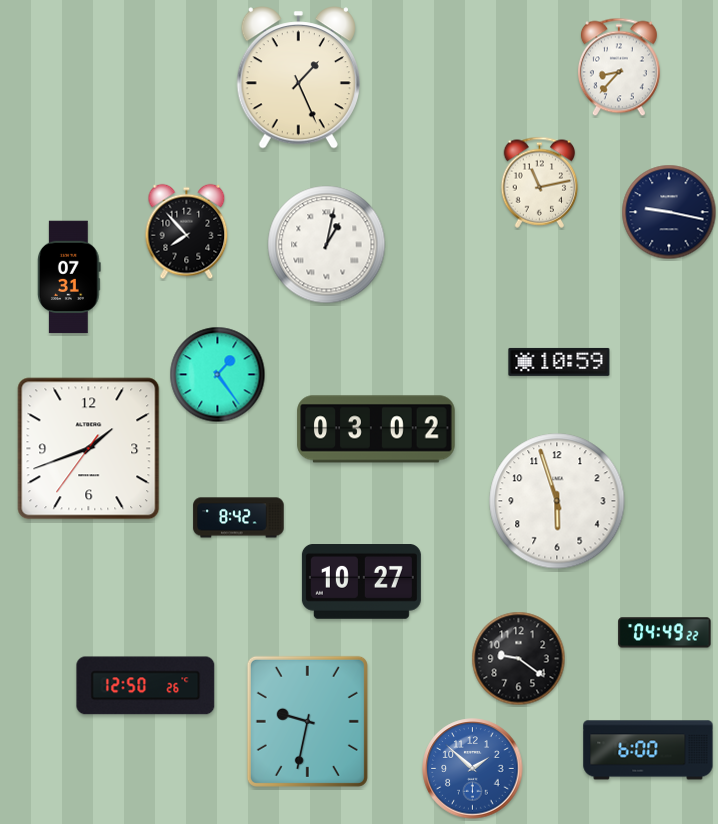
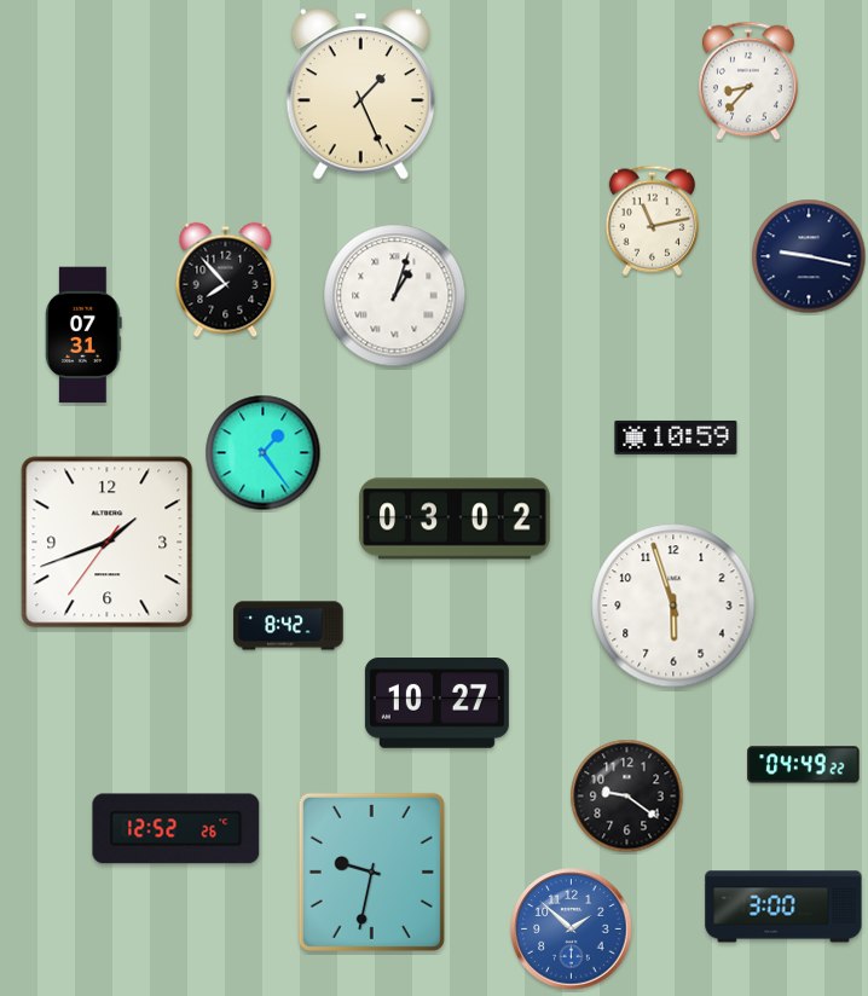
clock at (327, 245): 1:02 -> 1:03
clock at (146, 686): 12:50 -> 12:52
clock at (648, 750): 6:00 -> 3:00
